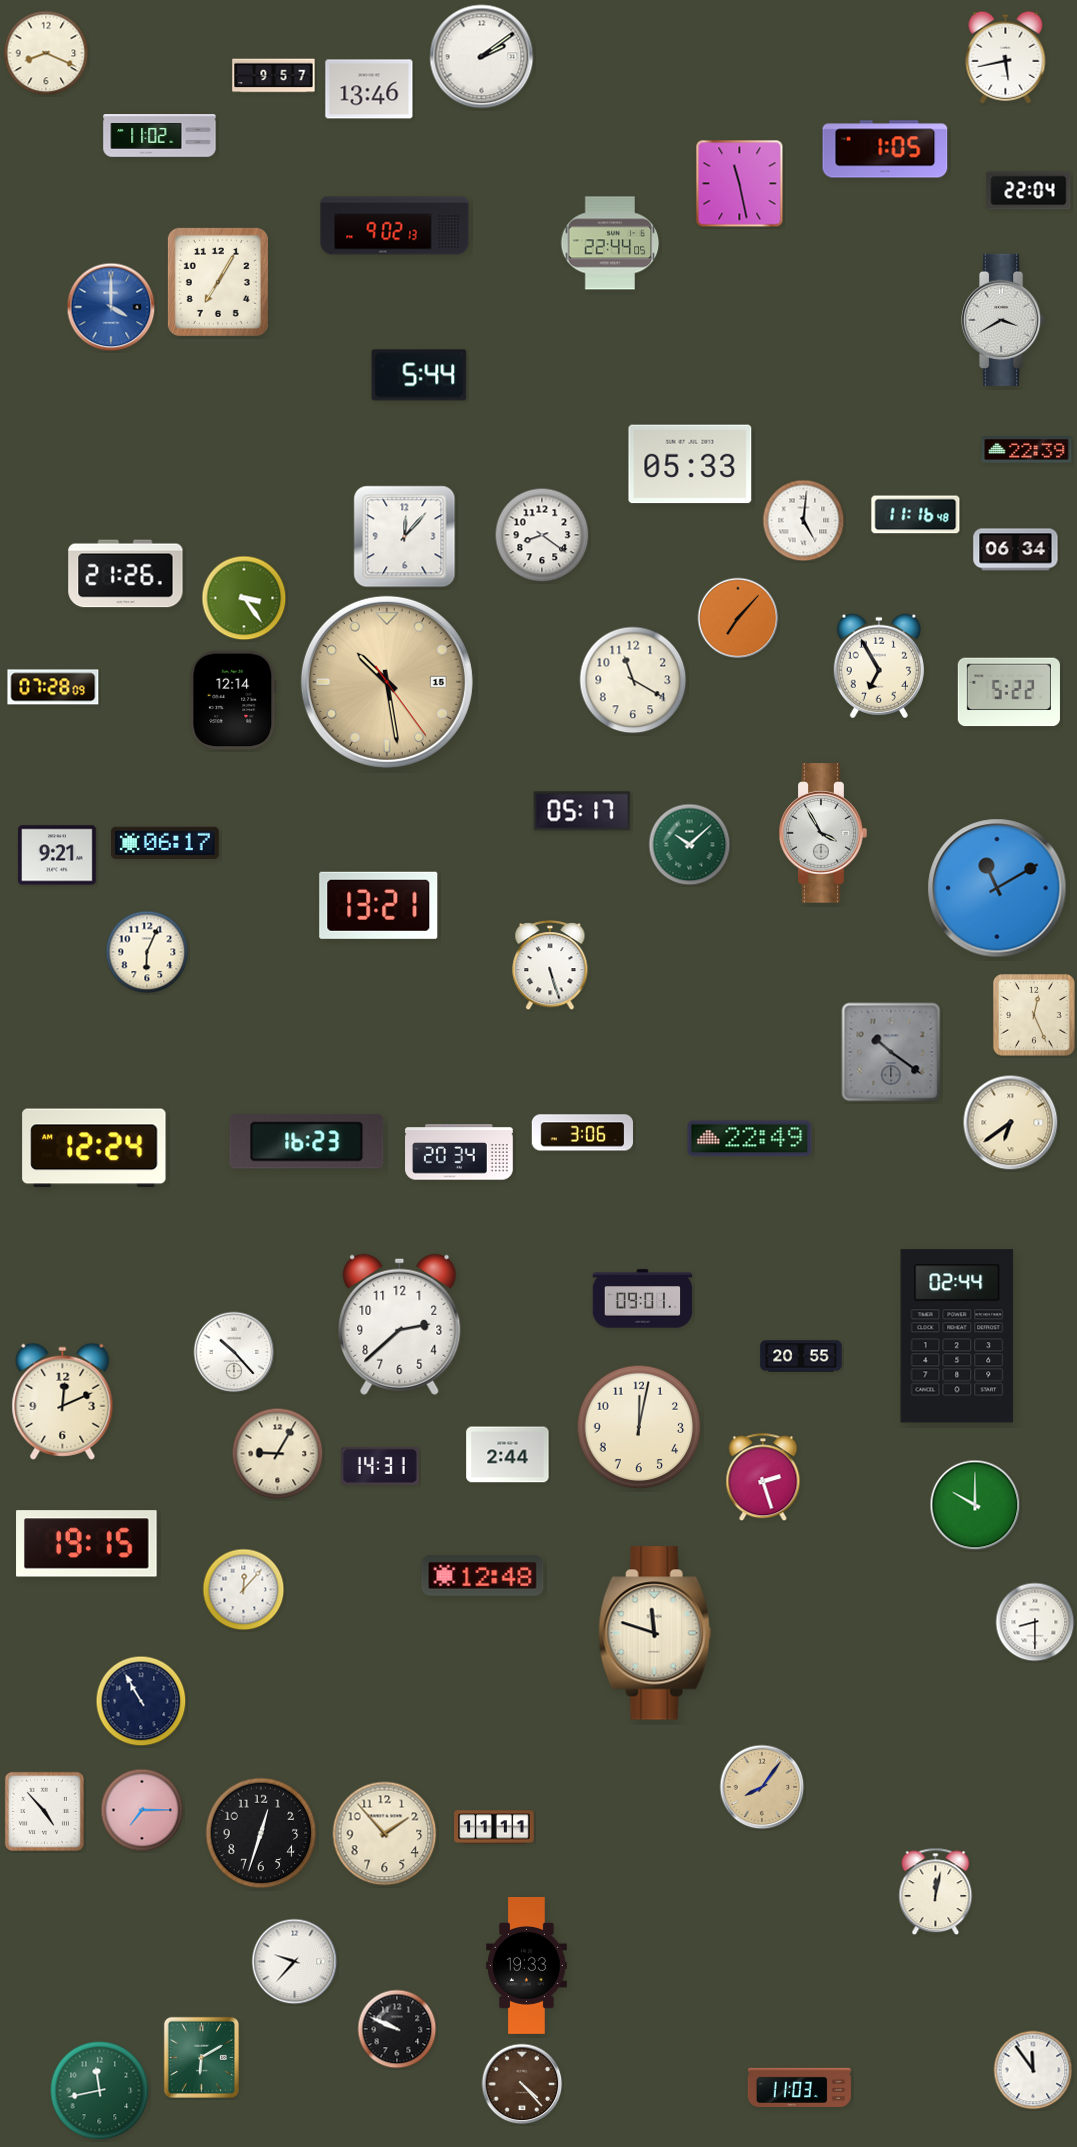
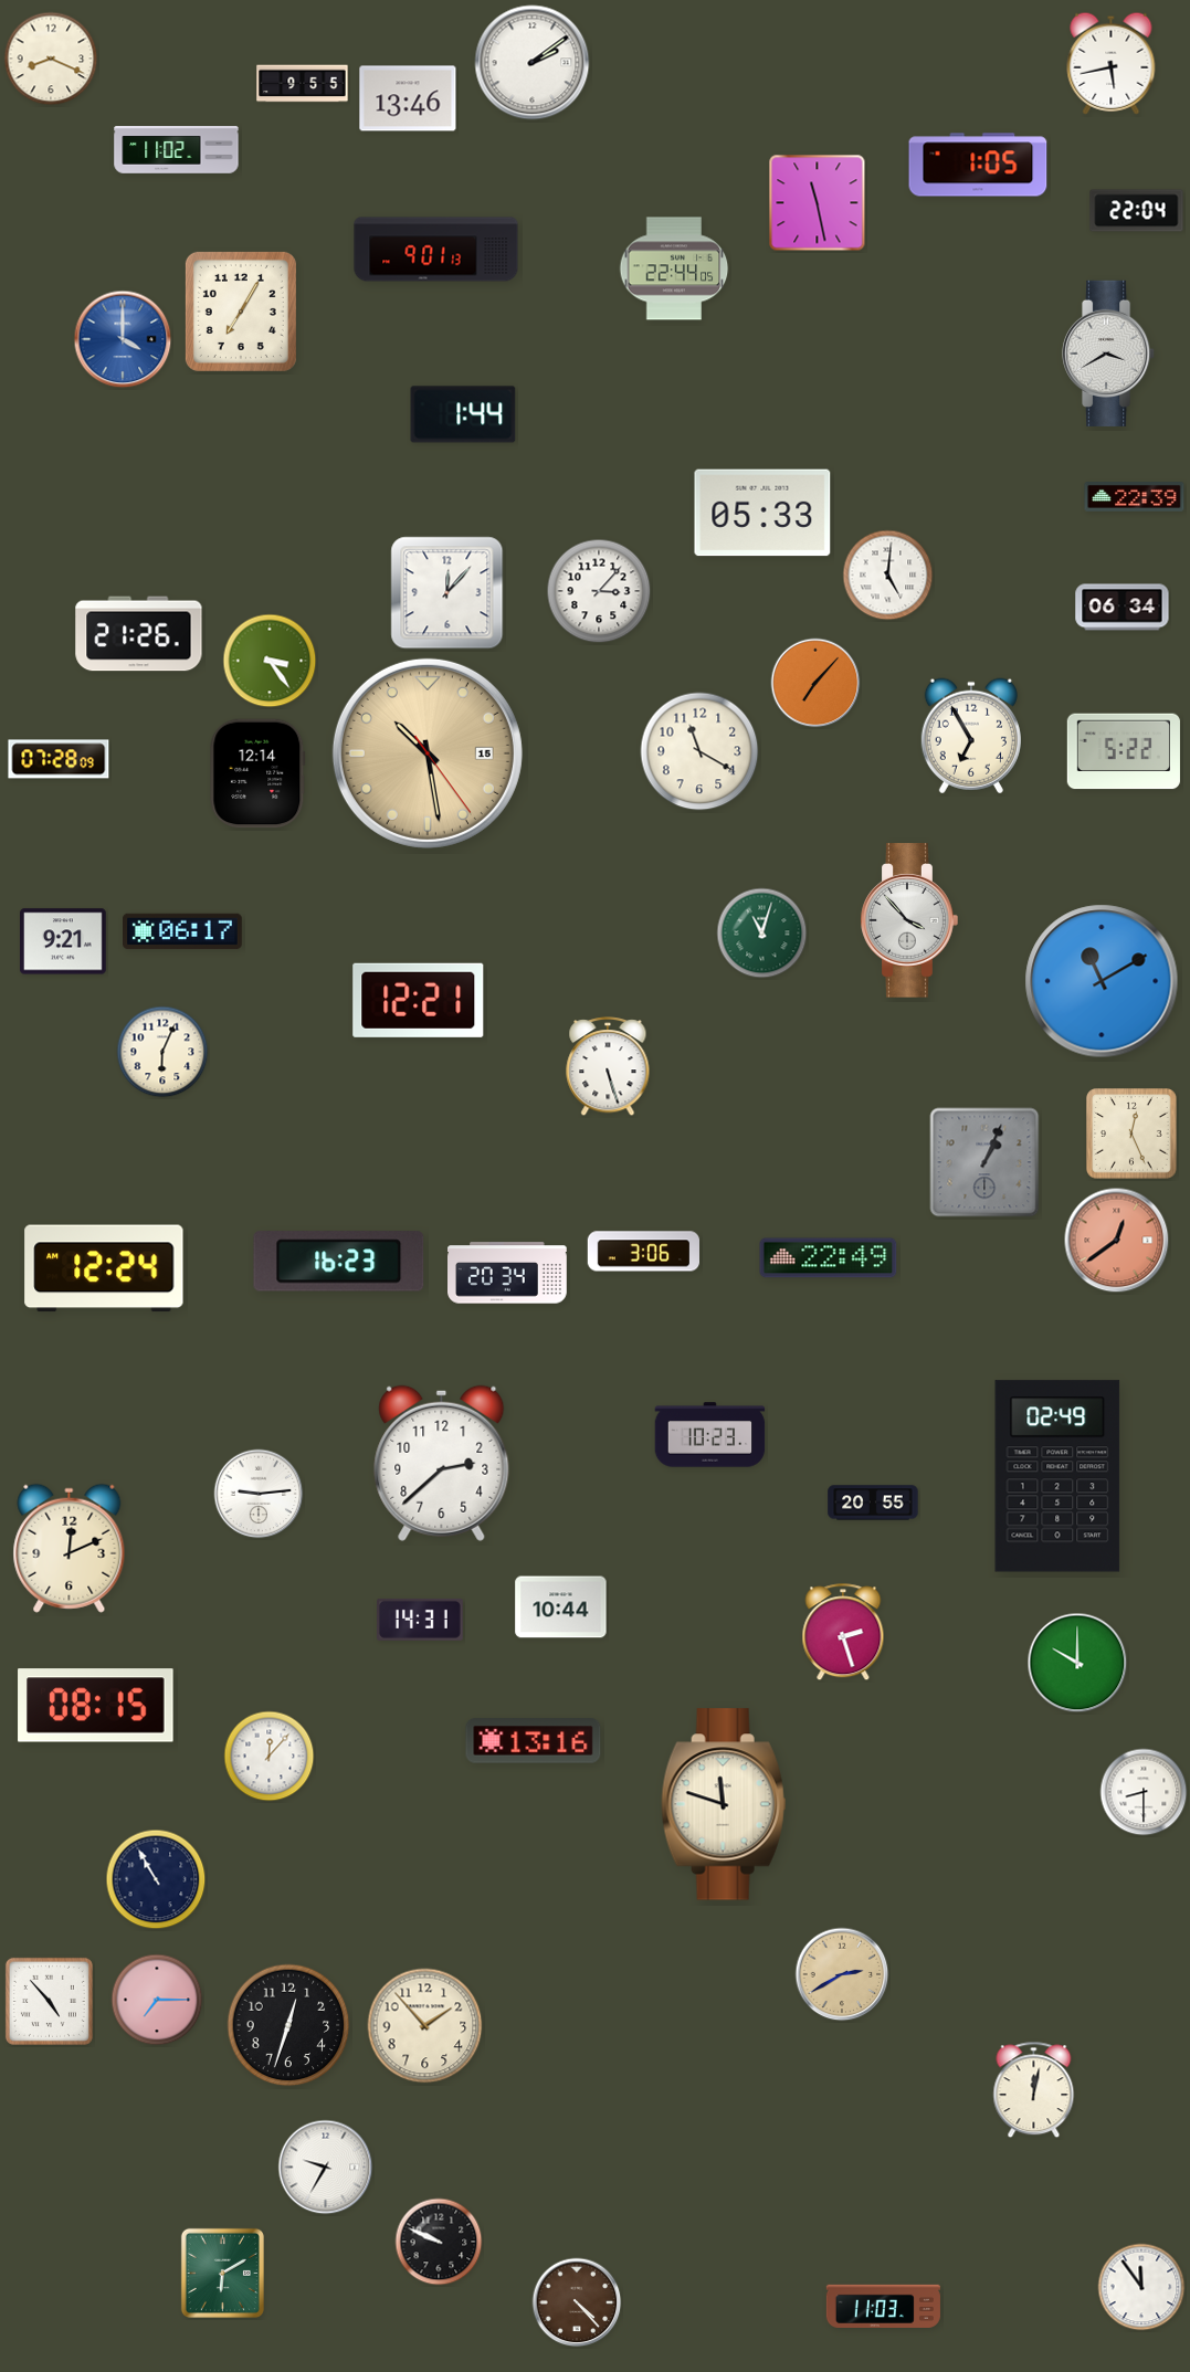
clock at (274, 76): 9:57 -> 9:55
clock at (395, 226): 9:02 -> 9:01
clock at (419, 375): 5:44 -> 1:44
clock at (916, 515): 11:16 -> none
clock at (542, 535): 8:21 -> 3:07
clock at (1009, 692) position: (1009, 692) -> (1124, 751)
clock at (582, 811): 05:17 -> none
clock at (823, 833): 3:55 -> 3:53
clock at (690, 845): 10:08 -> 11:03
clock at (58, 855) position: (58, 855) -> (64, 941)
clock at (379, 905): 13:21 -> 12:21
clock at (1034, 1015) position: (1034, 1015) -> (1131, 1134)
clock at (891, 1052): 10:21 -> 1:04
clock at (1011, 1123): 6:39 -> 12:39
clock at (1011, 1123) dial: cream -> salmon
clock at (643, 1299): 09:01 -> 10:23
clock at (957, 1336): 02:44 -> 02:49
clock at (234, 1352): 10:23 -> 9:14
clock at (801, 1356) position: (801, 1356) -> (873, 1503)
clock at (639, 1427): 12:02 -> none
clock at (278, 1454): 9:05 -> none
clock at (508, 1455): 2:44 -> 10:44
clock at (87, 1544): 19:15 -> 08:15
clock at (483, 1576): 12:48 -> 13:16
clock at (762, 1787): 8:06 -> 2:40
clock at (494, 1827): 11:11 -> none
clock at (295, 1962): 9:37 -> 9:35
clock at (527, 1966): 19:33 -> none
clock at (100, 2091): 11:43 -> none
